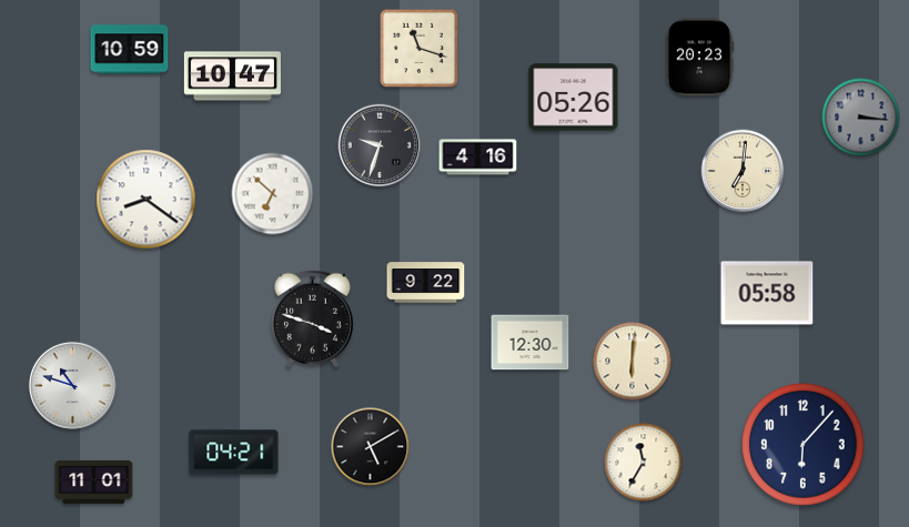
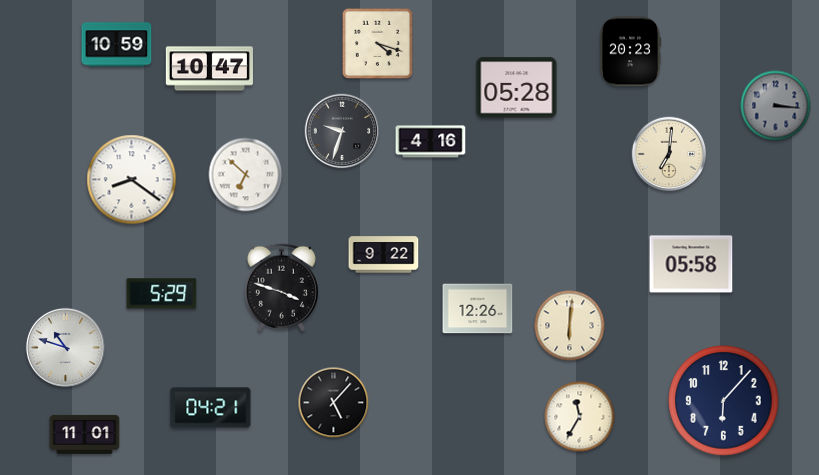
clock at (420, 49): 11:18 -> 4:18
clock at (574, 98): 05:26 -> 05:28
clock at (162, 294): none -> 5:29
clock at (531, 343): 12:30 -> 12:26
clock at (371, 447): 5:10 -> 5:07
